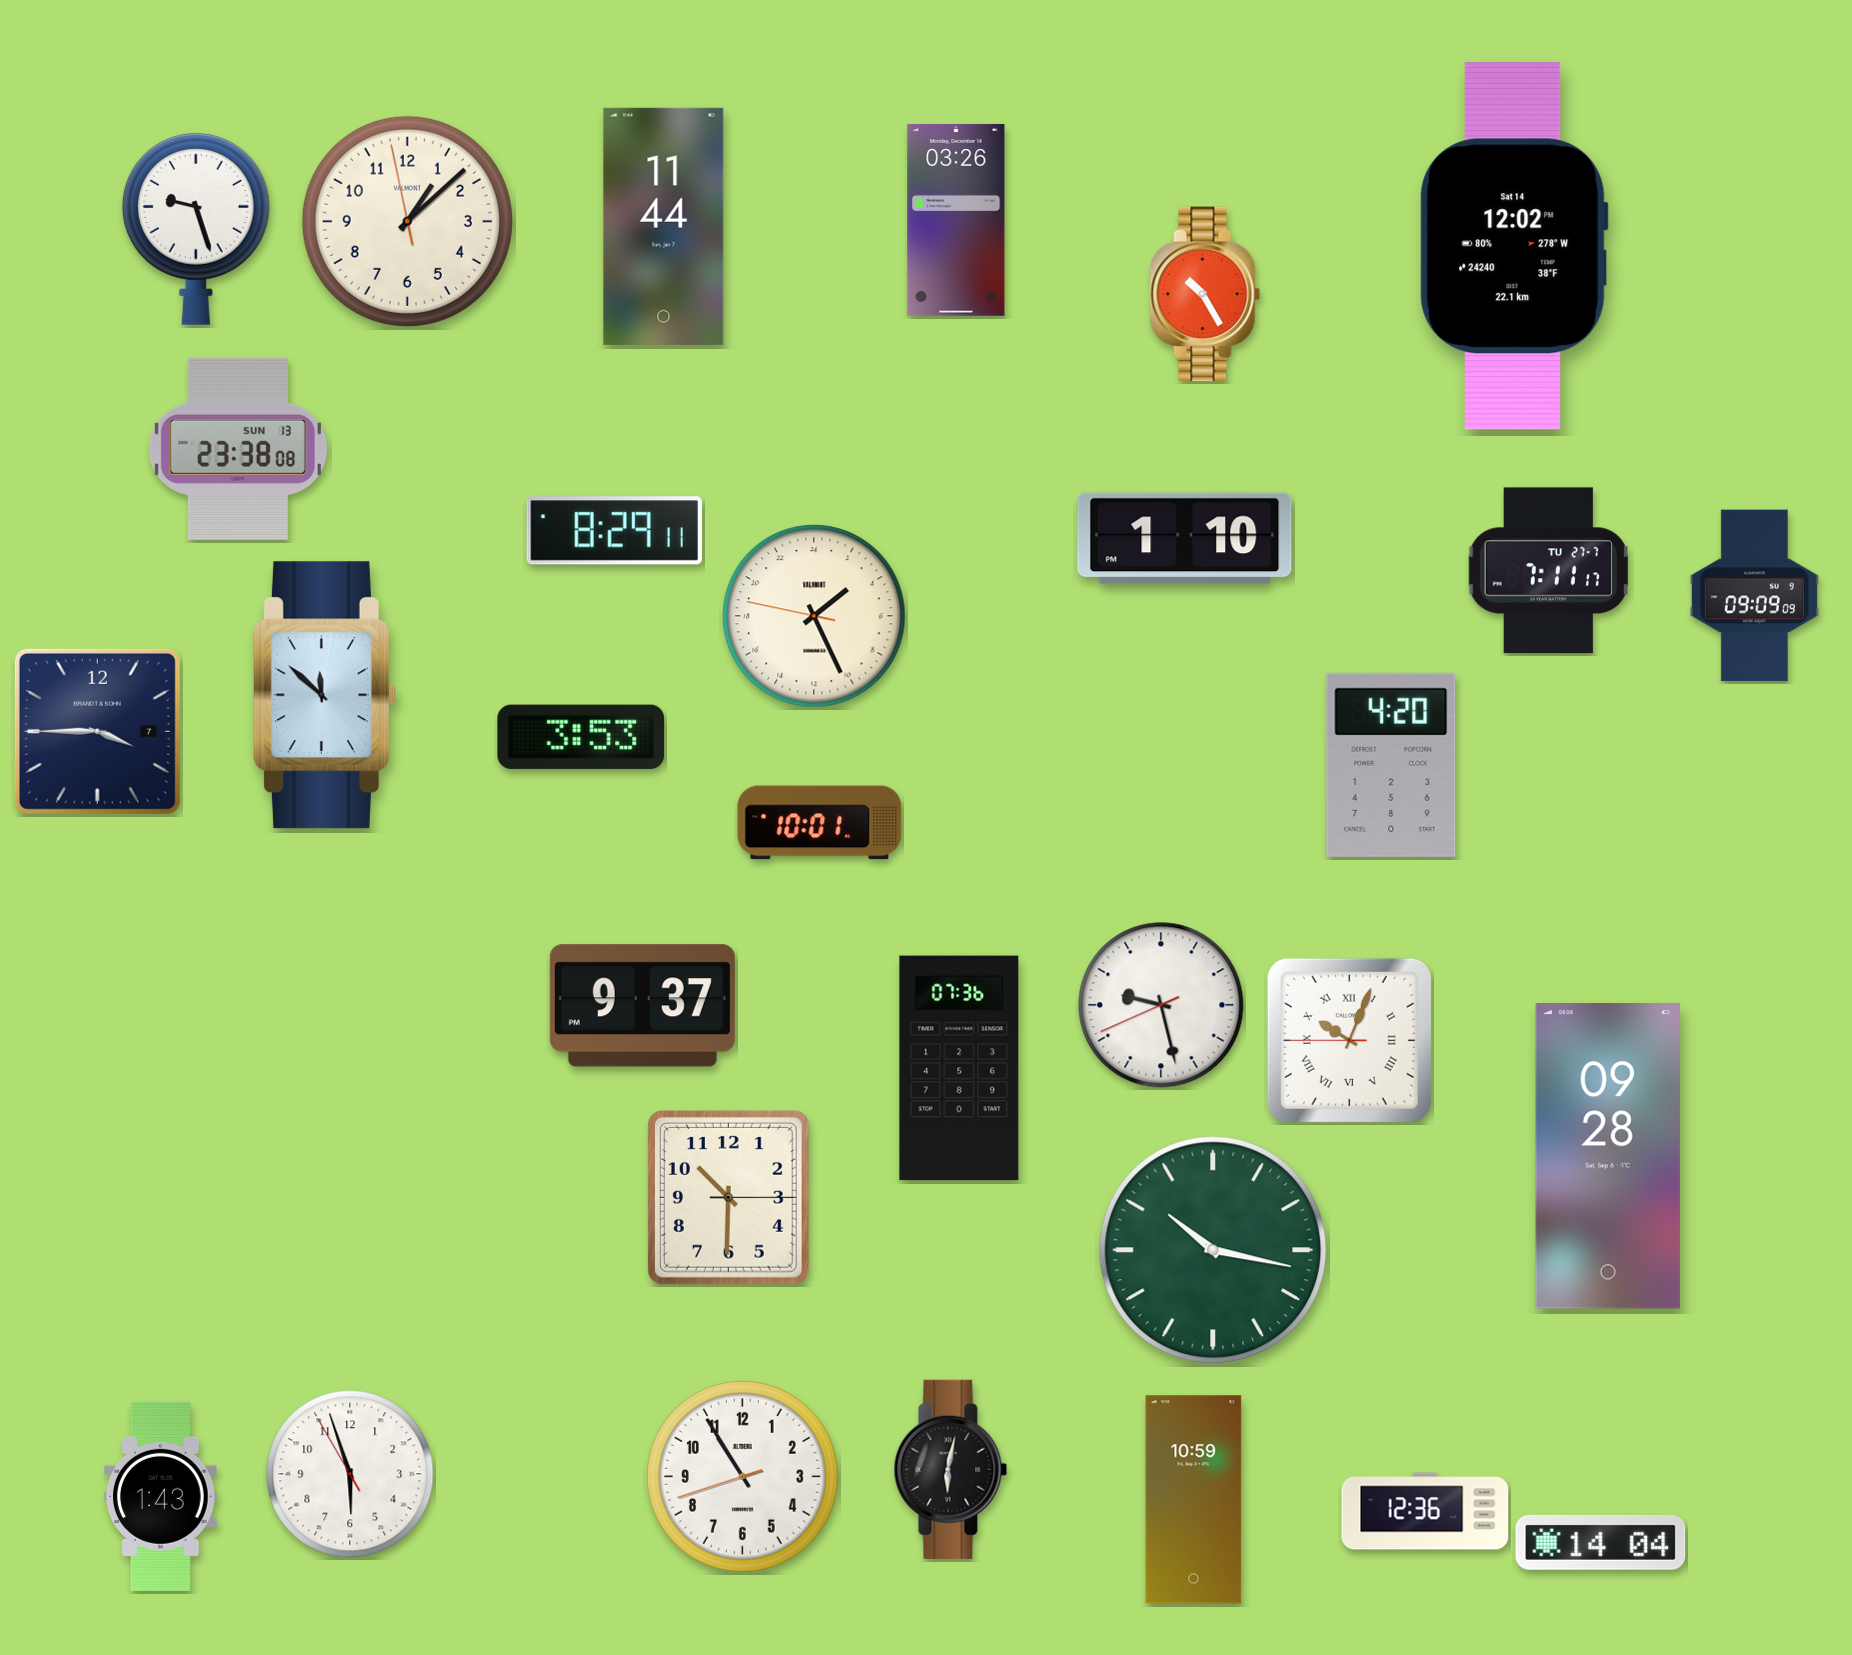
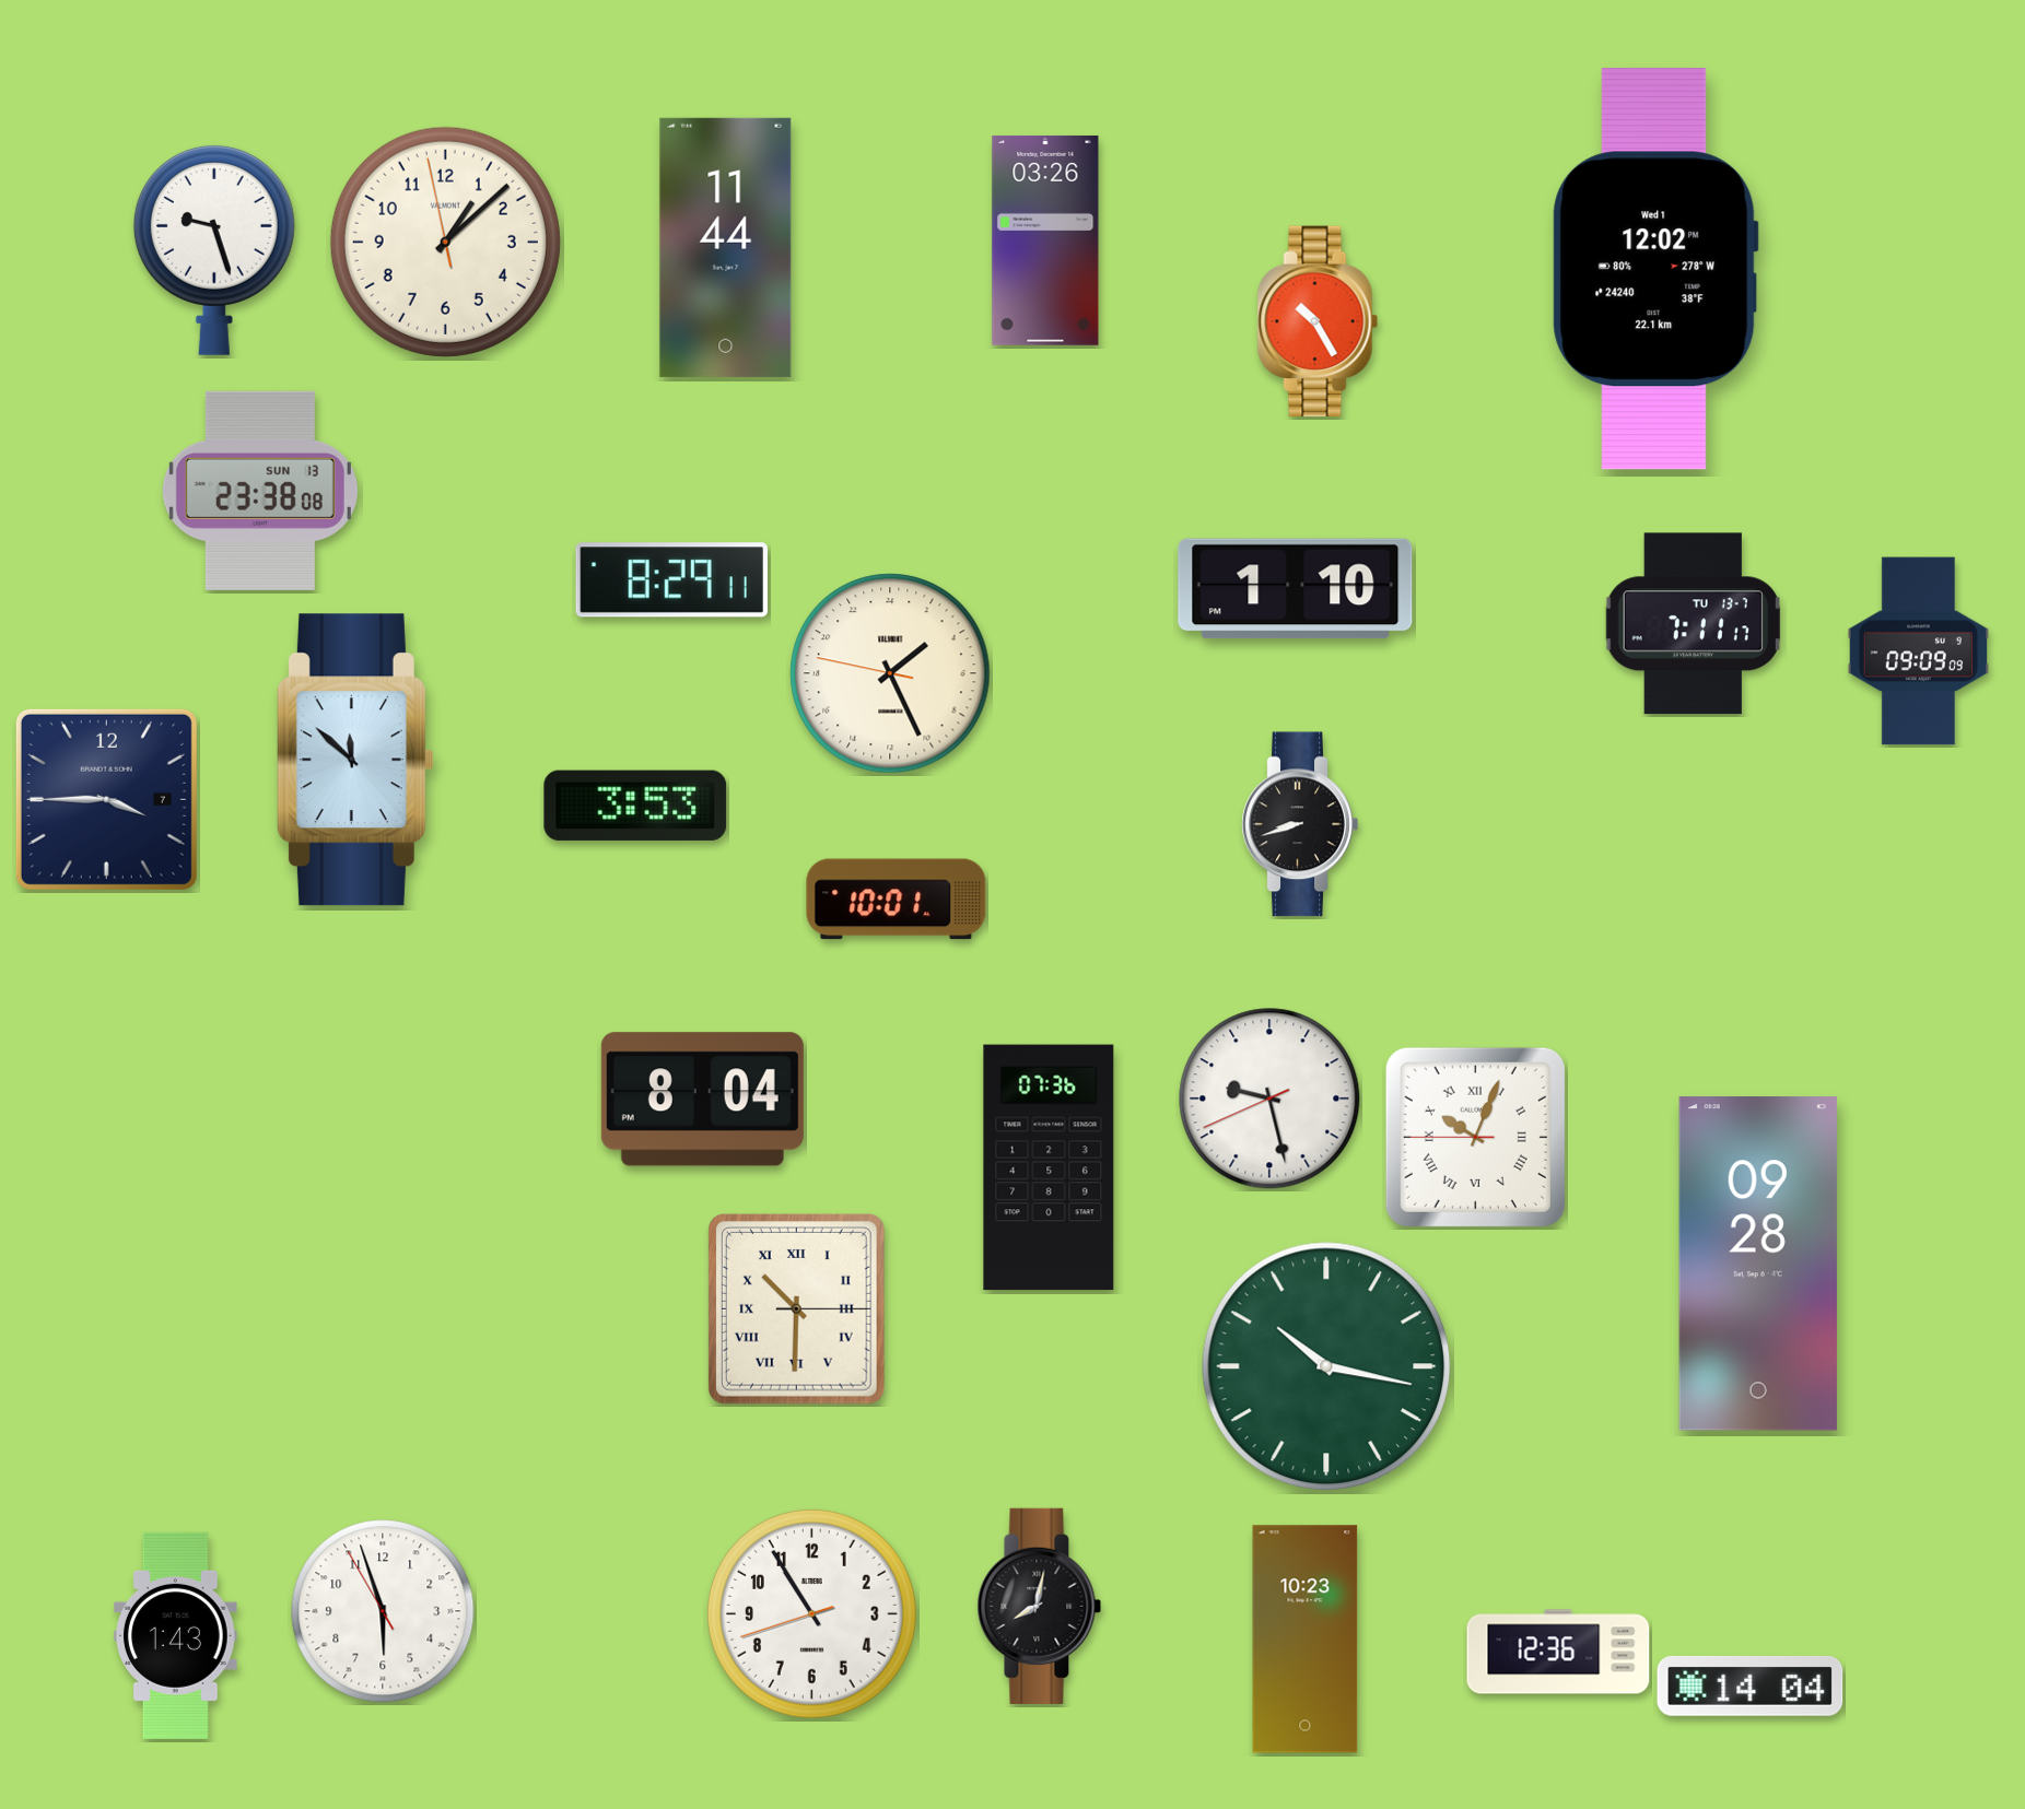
clock at (1514, 246) date: Sat 14 -> Wed 1
clock at (1548, 571) date: TU 27-7 -> TU 13-7
clock at (1300, 824): none -> 8:42
clock at (1391, 765): 4:20 -> none
clock at (642, 1006): 9:37 -> 8:04
clock at (728, 1198) numerals: Arabic -> Roman
clock at (951, 1469): 6:02 -> 8:02
clock at (1194, 1500): 10:59 -> 10:23
